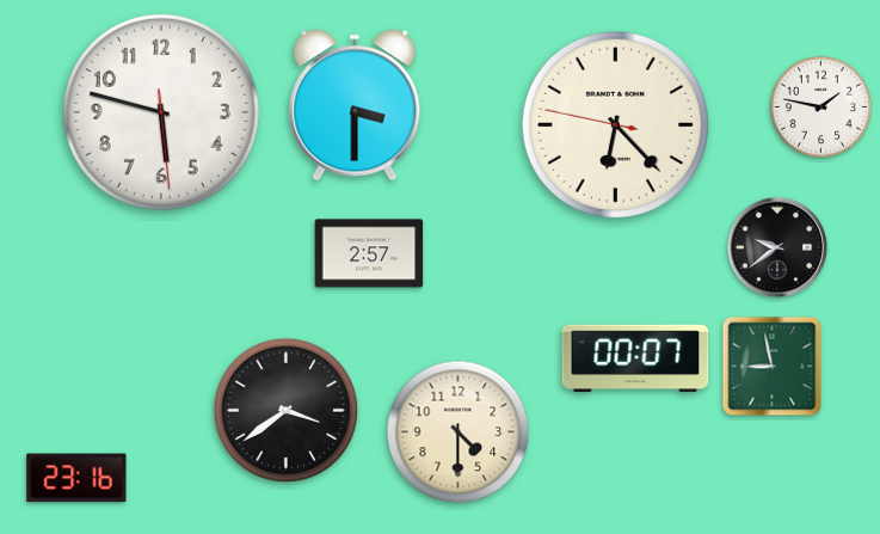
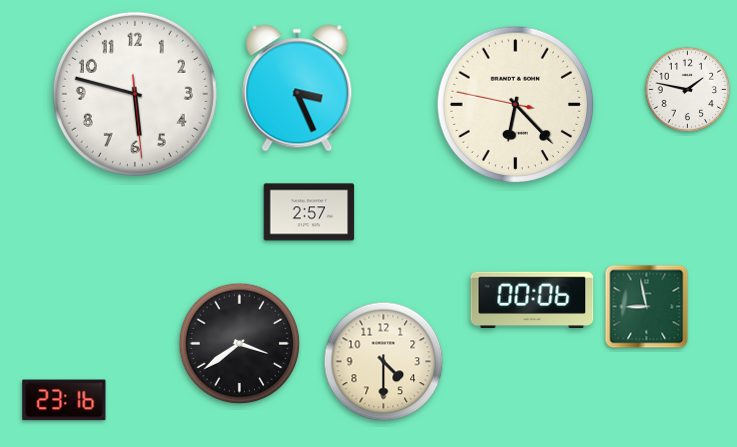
clock at (355, 105): 3:30 -> 3:26
clock at (777, 247): 9:39 -> none
clock at (635, 358): 00:07 -> 00:06
